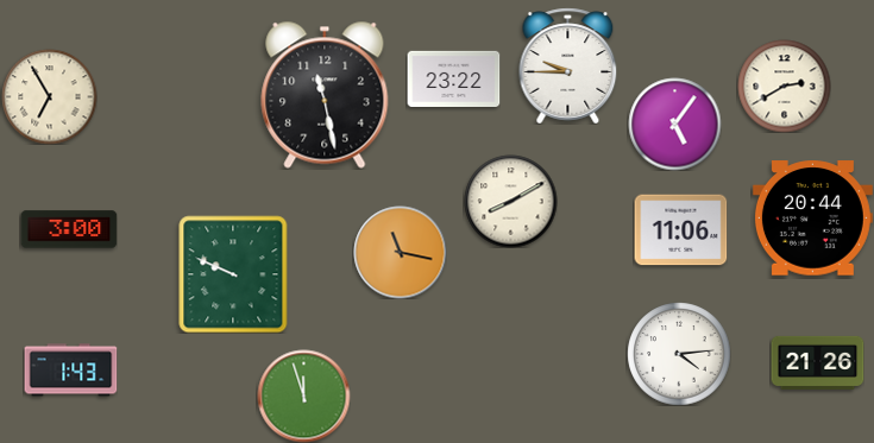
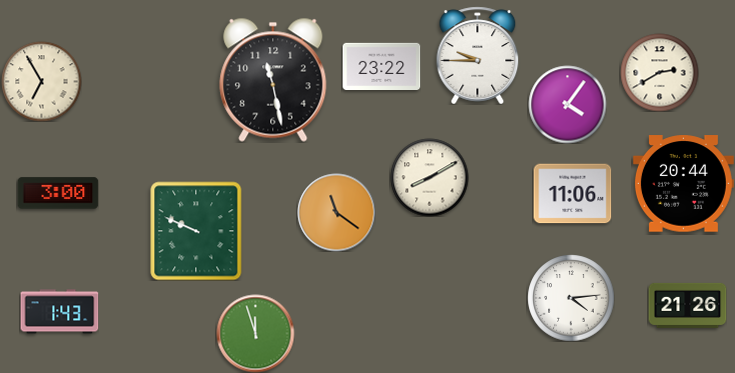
clock at (674, 124): 5:06 -> 4:06
clock at (510, 201) position: (510, 201) -> (429, 177)
clock at (400, 252): 11:17 -> 11:21
